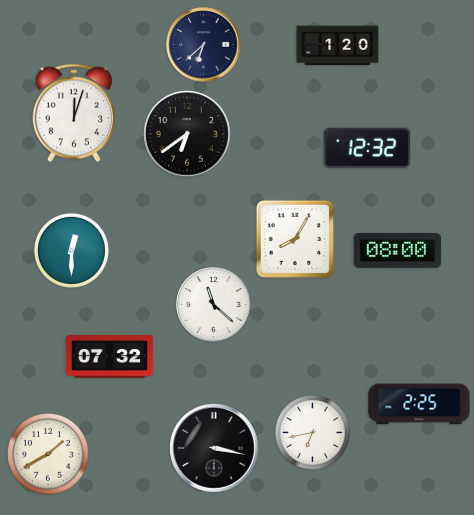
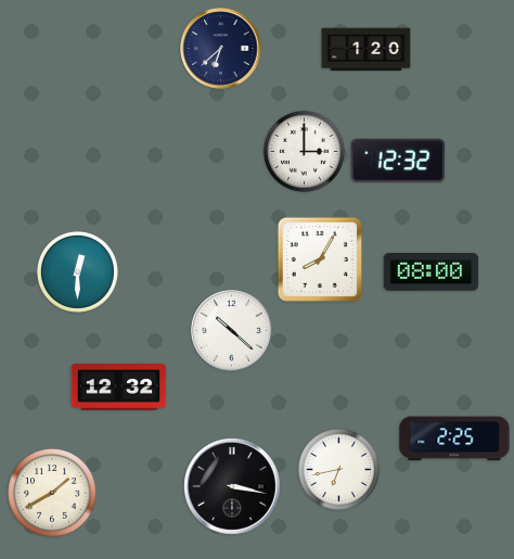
clock at (74, 113): 12:03 -> none
clock at (187, 134): 6:39 -> none
clock at (304, 151): none -> 3:00
clock at (214, 305): 11:22 -> 10:22
clock at (110, 357): 07:32 -> 12:32
